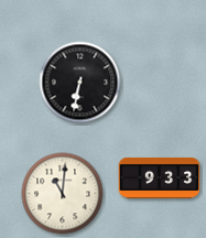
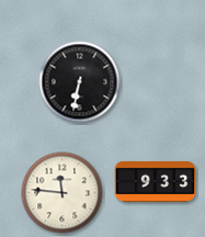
clock at (160, 177) position: (160, 177) -> (156, 181)
clock at (63, 194): 11:01 -> 11:46
